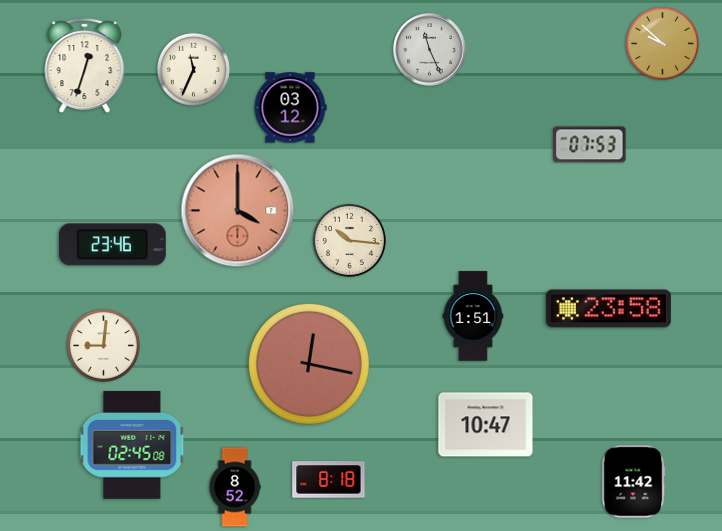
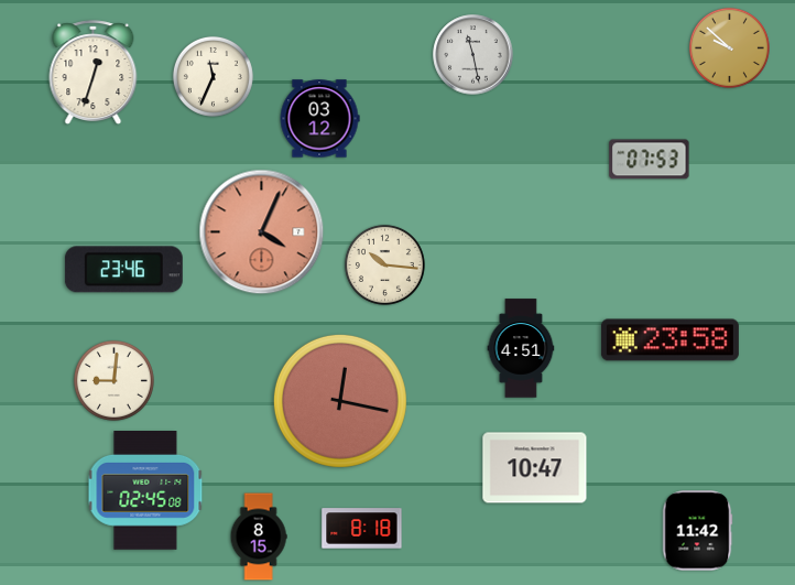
clock at (430, 50): 11:26 -> 11:28
clock at (238, 211): 4:00 -> 4:04
clock at (473, 316): 1:51 -> 4:51
clock at (235, 487): 8:52 -> 8:15
